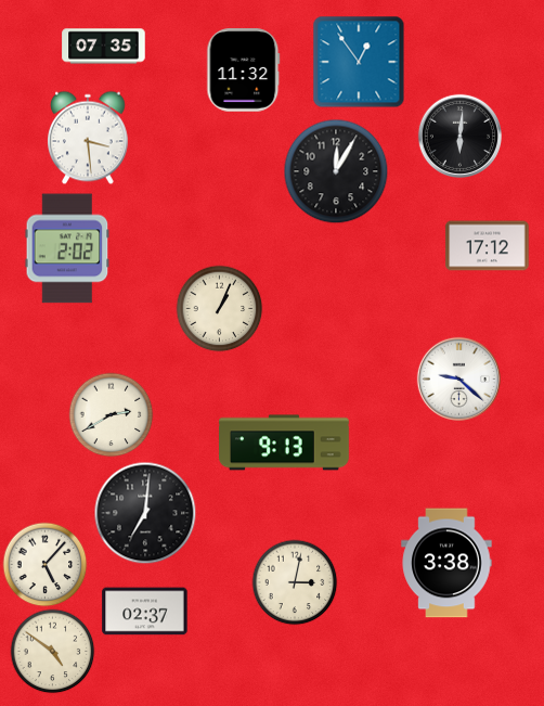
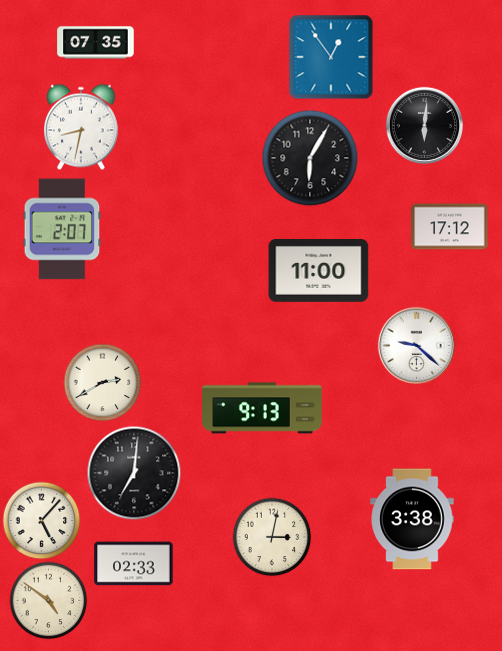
clock at (244, 70): 11:32 -> none
clock at (89, 138): 3:29 -> 8:32
clock at (336, 171): 12:05 -> 6:05
clock at (67, 248): 2:02 -> 2:07
clock at (319, 271): none -> 11:00
clock at (219, 308): 1:04 -> none
clock at (458, 378) position: (458, 378) -> (416, 345)
clock at (145, 612): 02:37 -> 02:33
